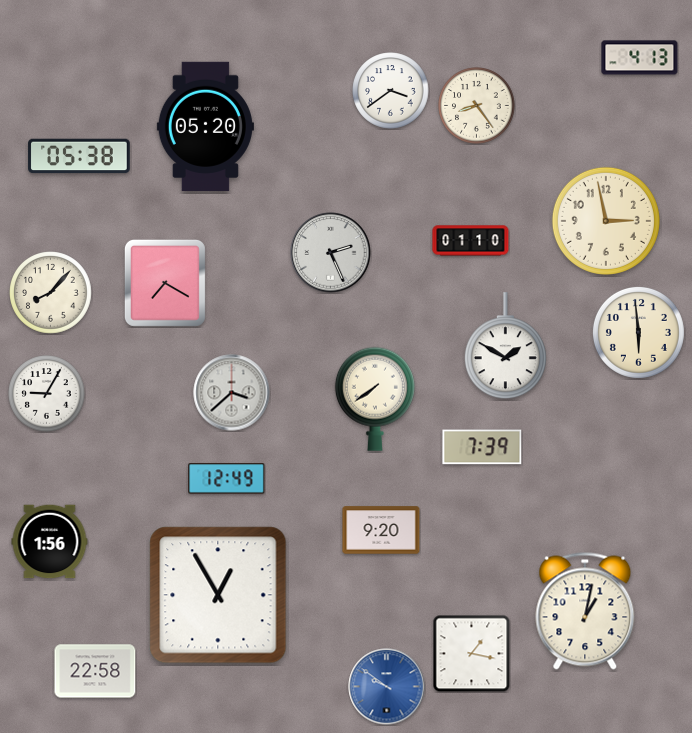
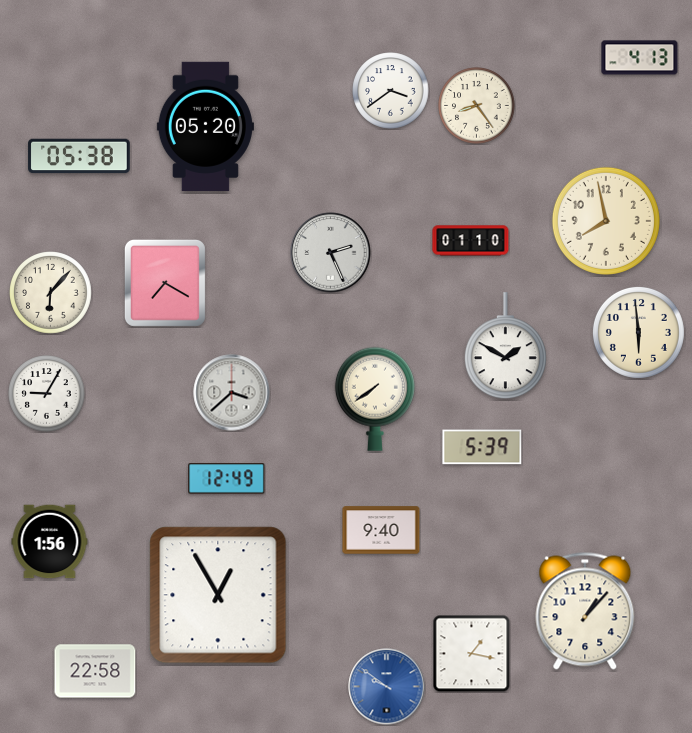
clock at (606, 221): 2:58 -> 7:58
clock at (51, 293): 8:07 -> 6:07
clock at (482, 447): 7:39 -> 5:39
clock at (381, 530): 9:20 -> 9:40
clock at (585, 611): 1:02 -> 1:07
